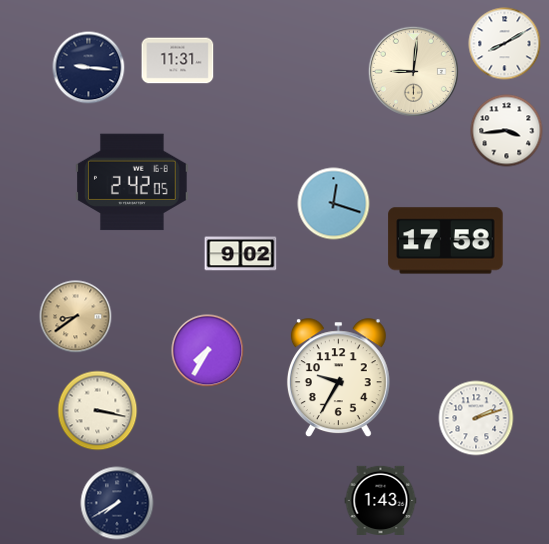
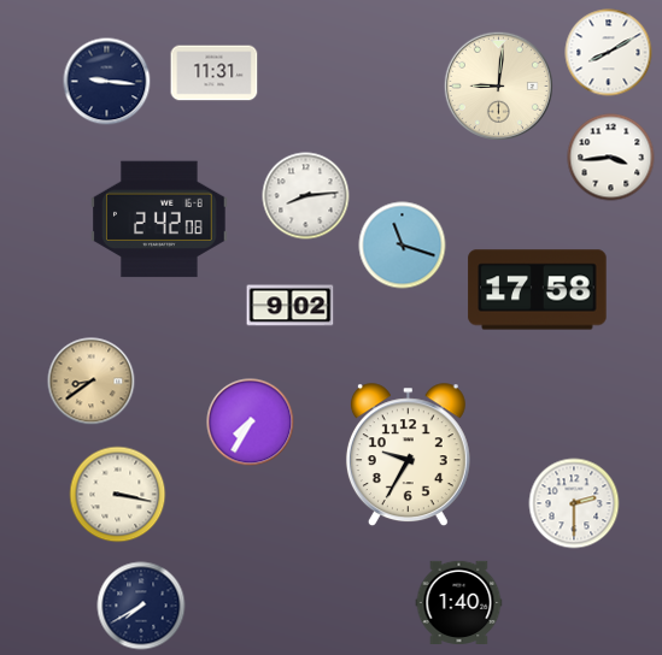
clock at (306, 196): none -> 8:14
clock at (132, 182): 2:42:05 -> 2:42:08
clock at (334, 204): 12:18 -> 11:18
clock at (476, 418): 2:12 -> 2:30
clock at (381, 500): 1:43 -> 1:40
